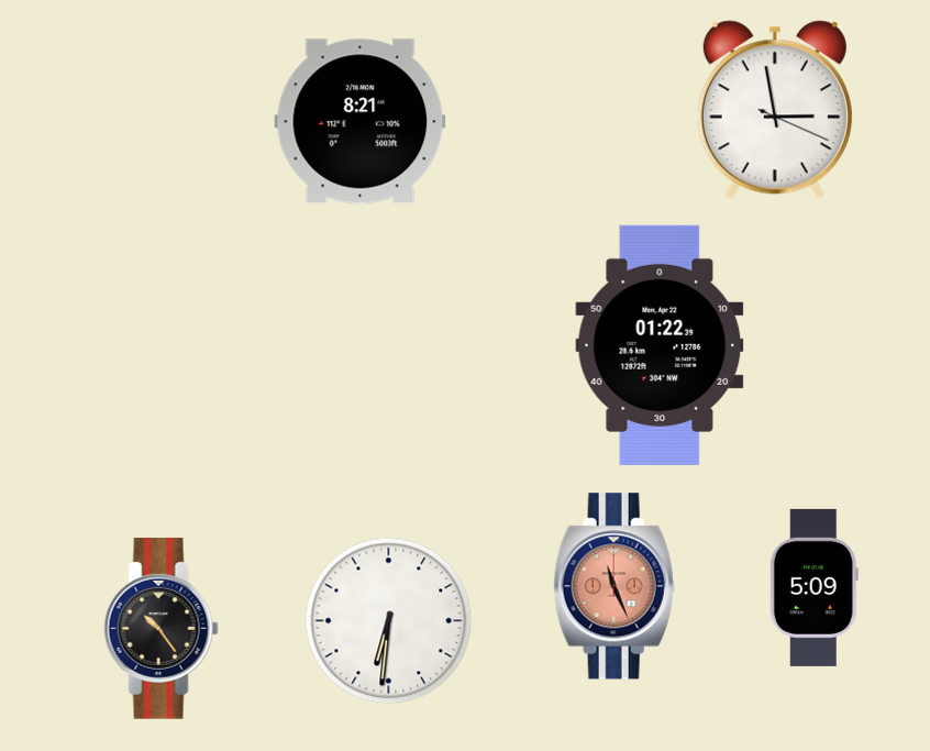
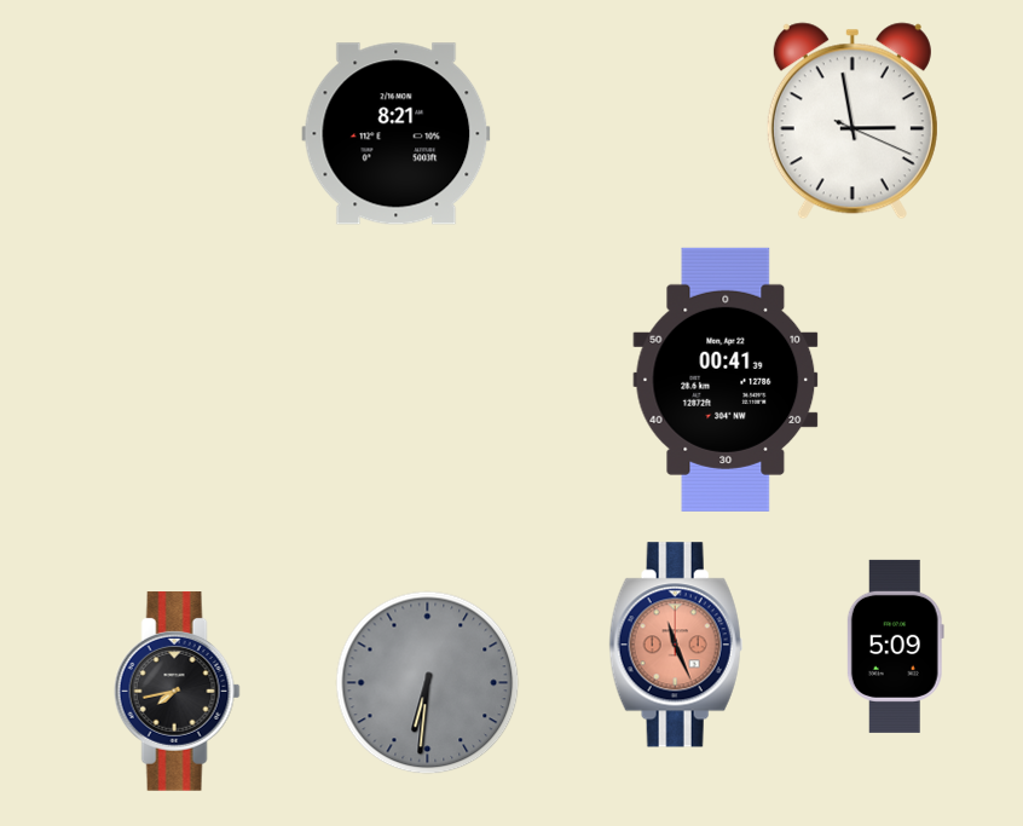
clock at (660, 345): 01:22 -> 00:41
clock at (389, 621) dial: white -> grey
clock at (160, 629): 10:24 -> 7:43
